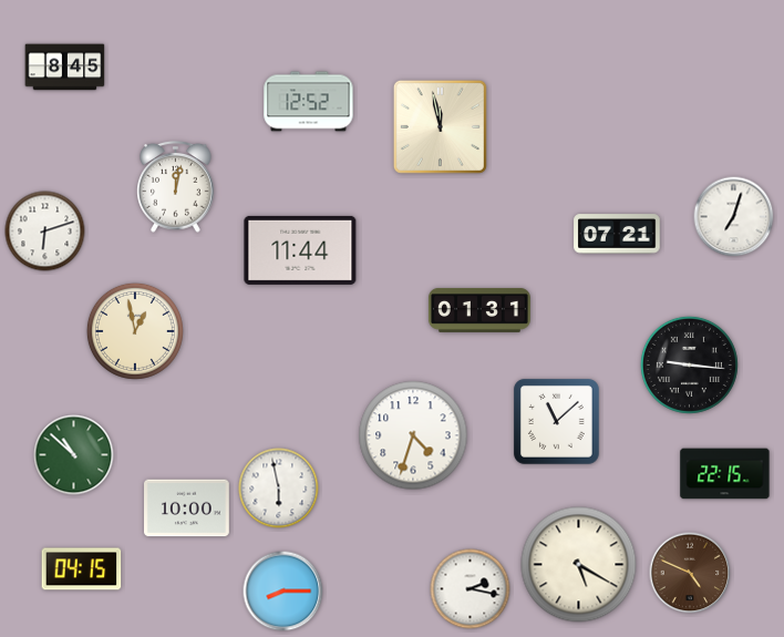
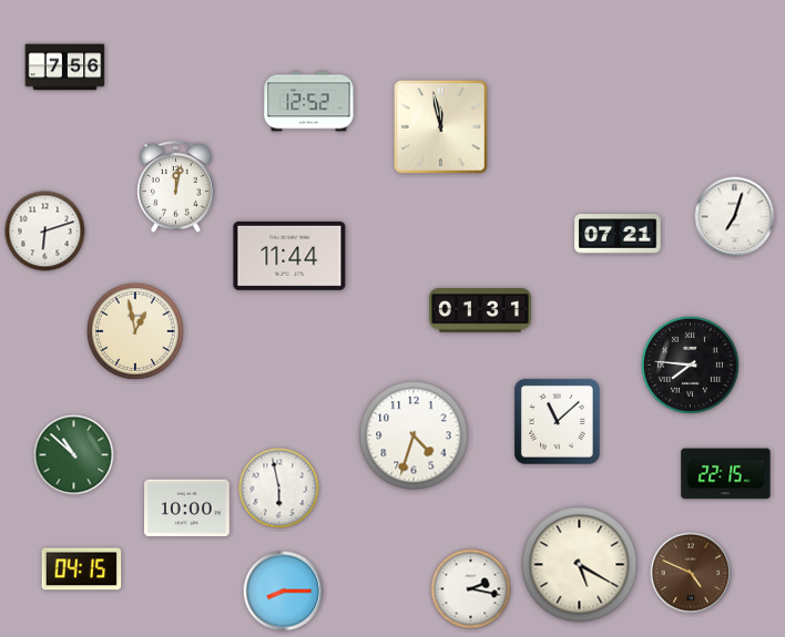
clock at (65, 68): 8:45 -> 7:56
clock at (300, 250) position: (300, 250) -> (289, 256)
clock at (689, 364): 9:16 -> 7:46
